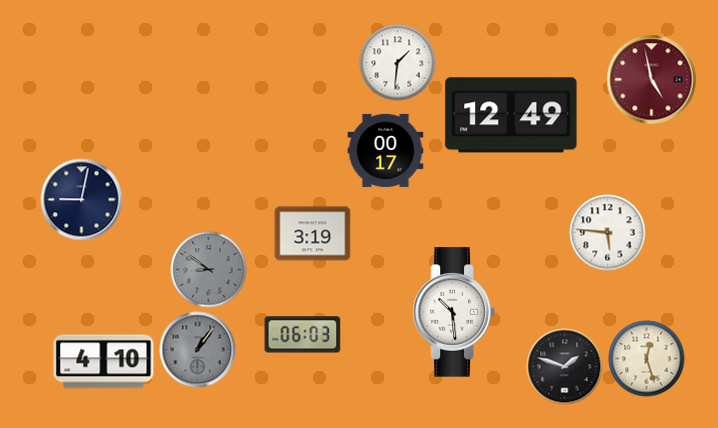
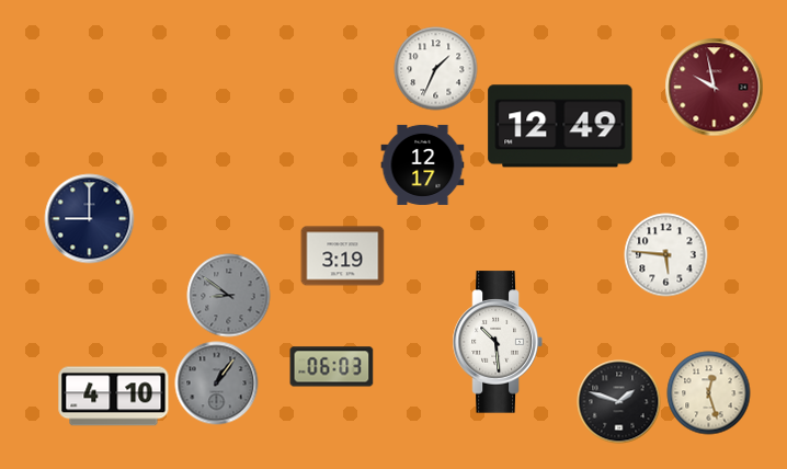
clock at (398, 63): 1:31 -> 1:34
clock at (652, 80): 4:58 -> 9:58
clock at (386, 150): 00:17 -> 12:17
clock at (82, 200): 9:02 -> 9:00
